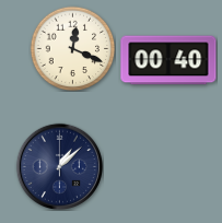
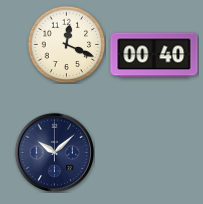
clock at (59, 166): 1:08 -> 10:08
